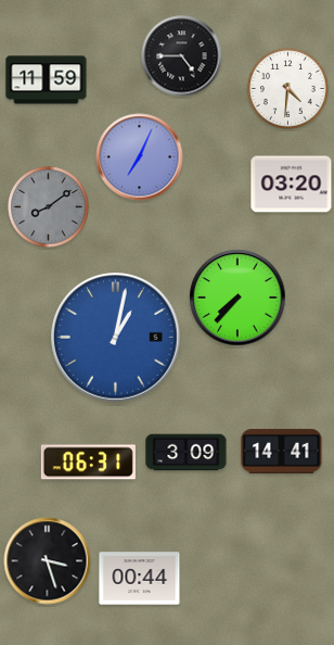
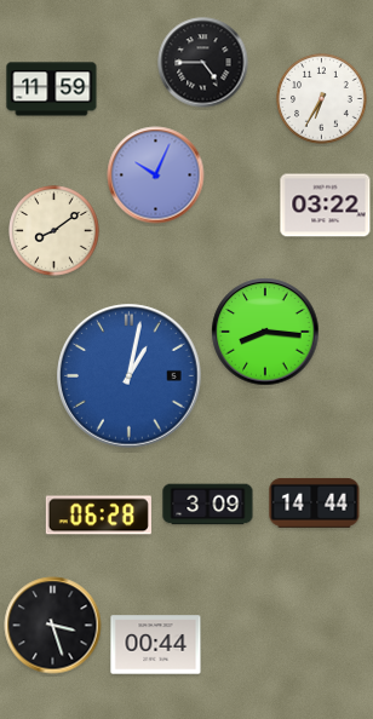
clock at (288, 89): 4:31 -> 6:35
clock at (140, 157): 7:04 -> 10:04
clock at (292, 185): 03:20 -> 03:22
clock at (49, 207) dial: grey -> cream
clock at (237, 298): 7:37 -> 8:16
clock at (282, 451): 14:41 -> 14:44
clock at (88, 463): 06:31 -> 06:28
